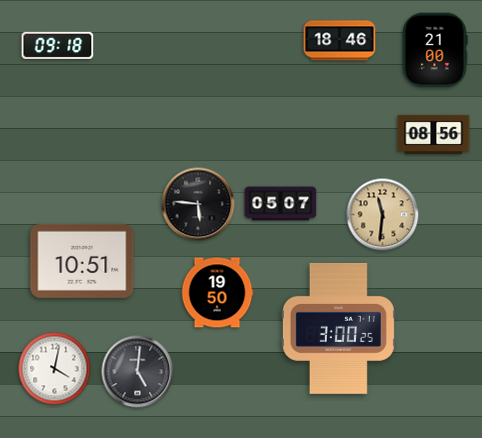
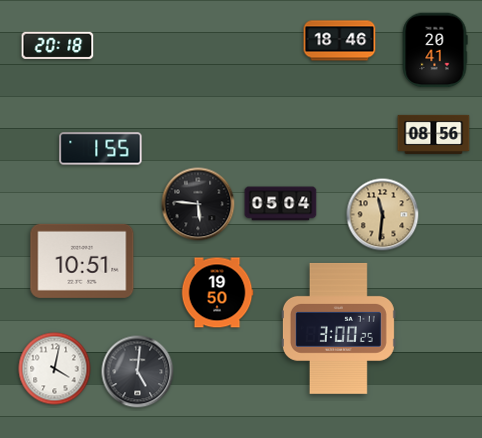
clock at (58, 45): 09:18 -> 20:18
clock at (435, 50): 21:00 -> 20:41
clock at (101, 149): none -> 1:55
clock at (281, 204): 05:07 -> 05:04
